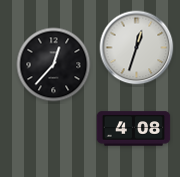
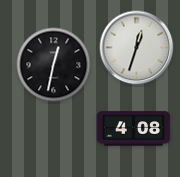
clock at (54, 65): 12:37 -> 12:32
